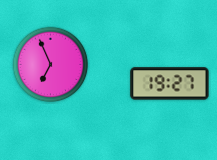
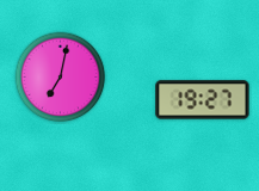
clock at (51, 65): 6:56 -> 7:02
